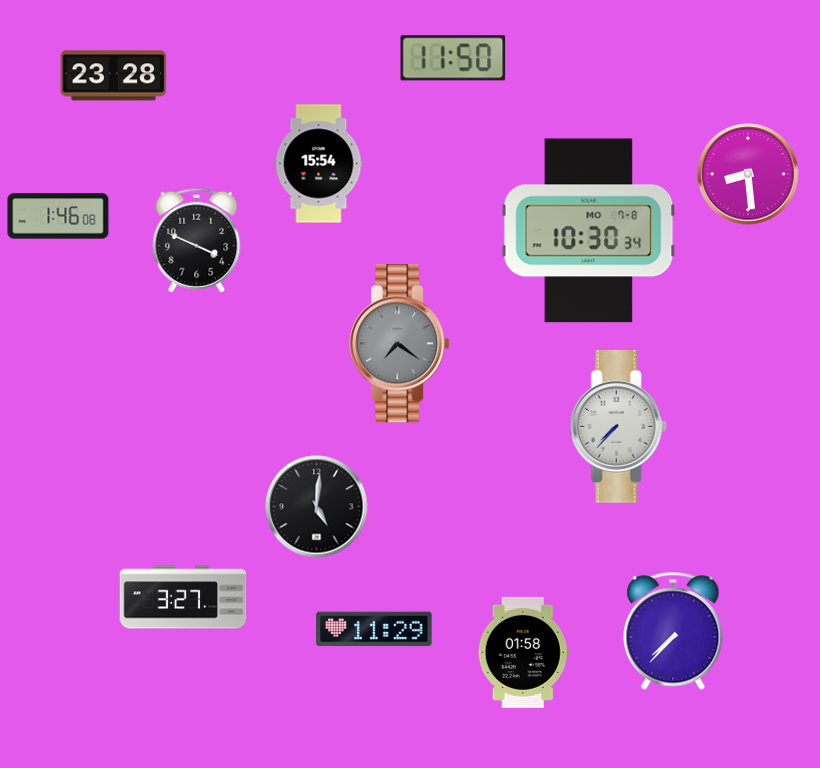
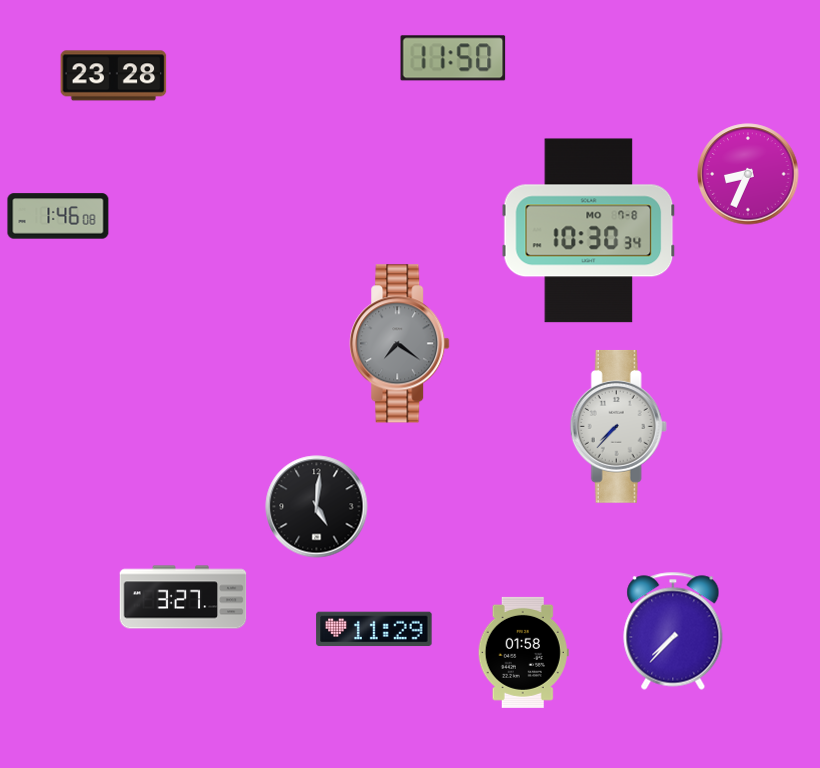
clock at (319, 164): 15:54 -> none
clock at (748, 174): 8:29 -> 8:34
clock at (197, 240): 3:49 -> none
